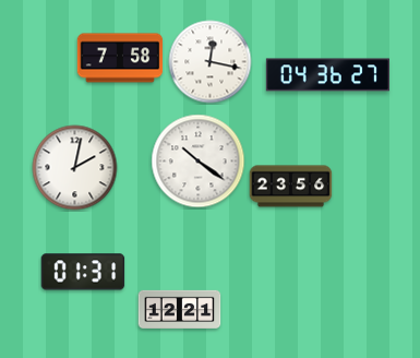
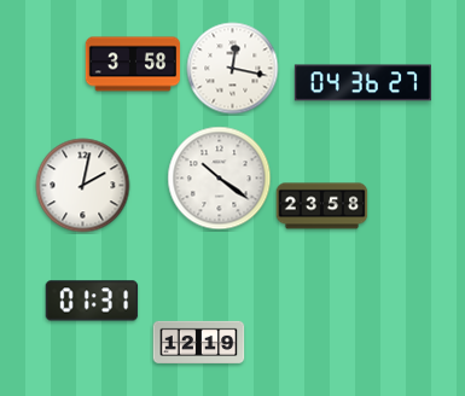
clock at (120, 58): 7:58 -> 3:58
clock at (291, 187): 23:56 -> 23:58
clock at (180, 309): 12:21 -> 12:19
